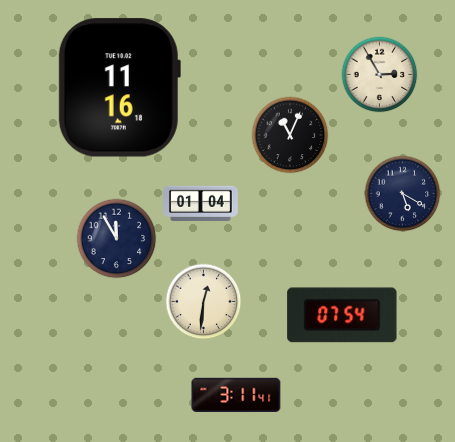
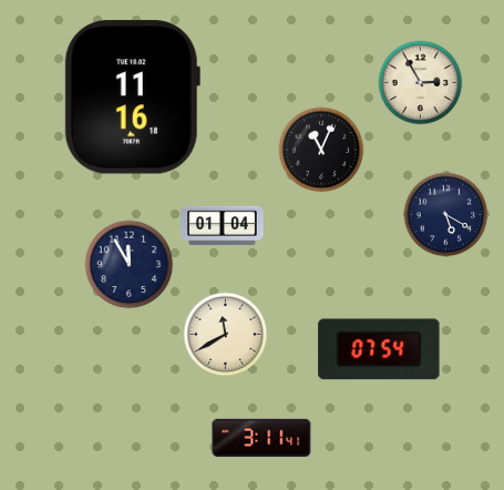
clock at (204, 302): 12:31 -> 11:40
